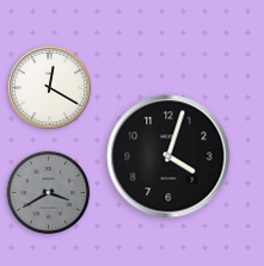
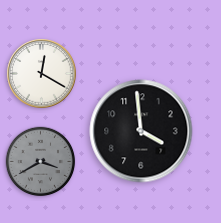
clock at (168, 156): 4:03 -> 3:59
